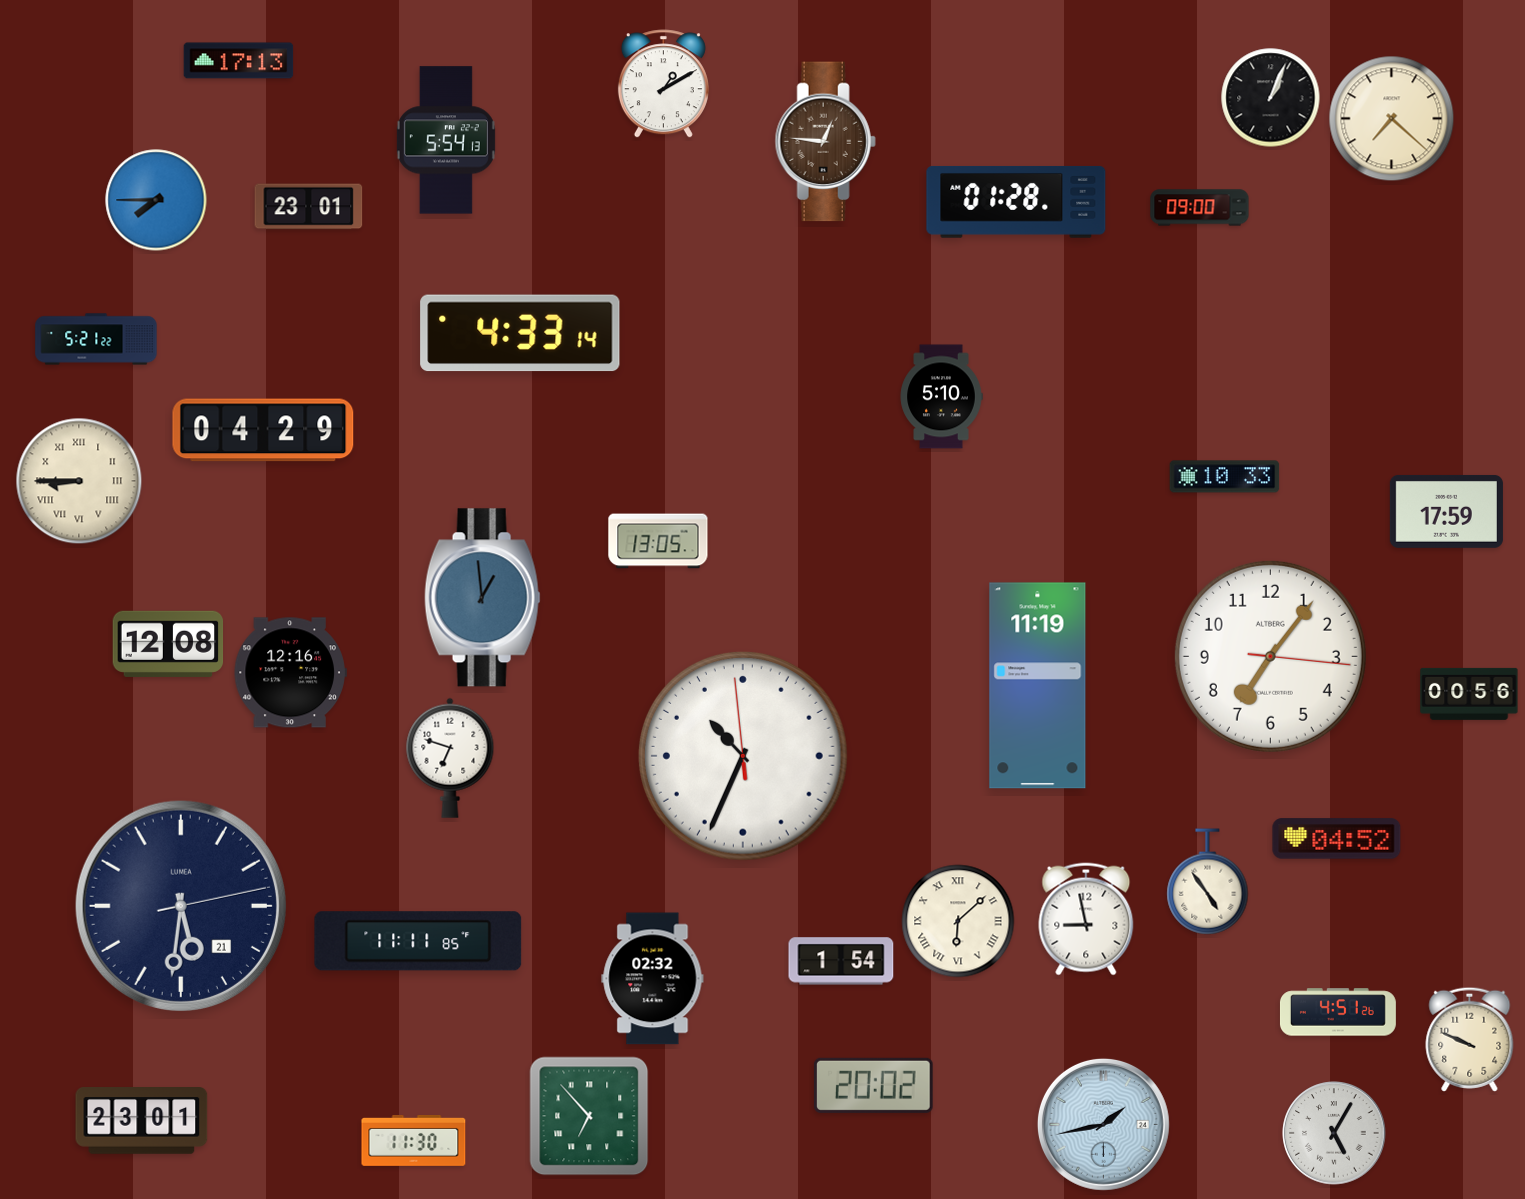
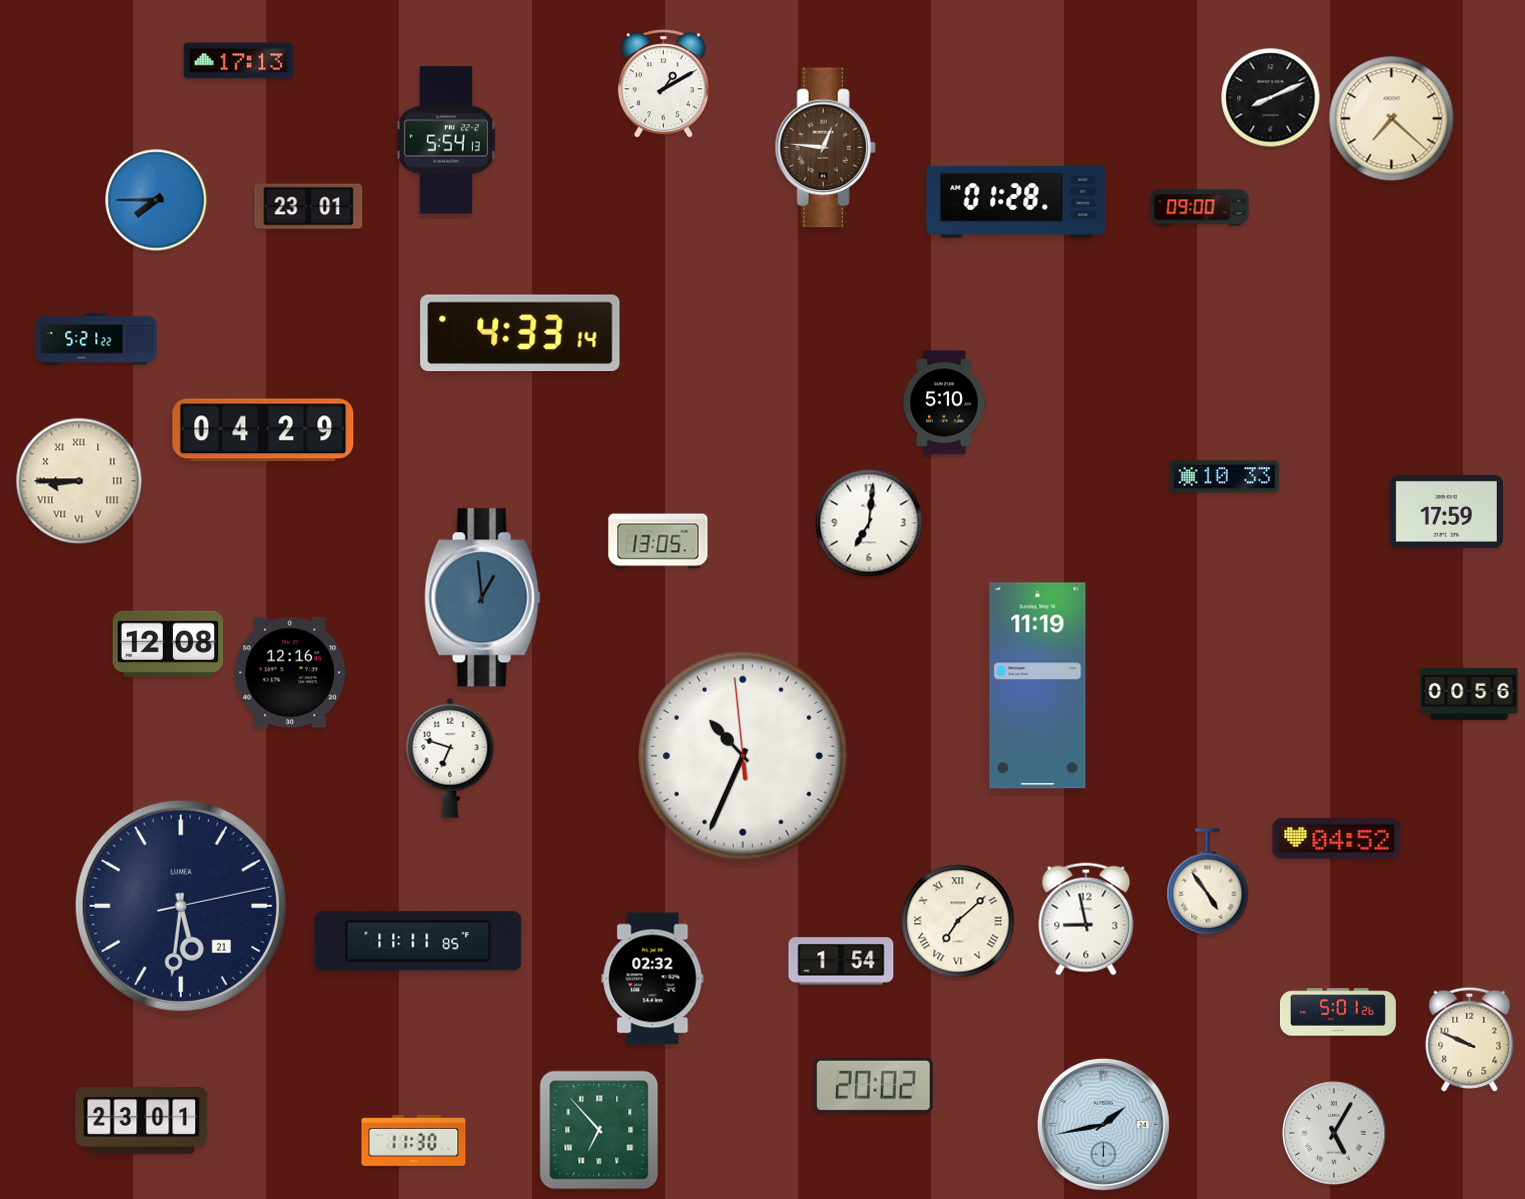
clock at (1271, 98): 1:04 -> 8:11
clock at (825, 142) position: (825, 142) -> (825, 148)
clock at (941, 397) position: (941, 397) -> (944, 403)
clock at (869, 523): none -> 7:01
clock at (1270, 656): 7:06 -> none
clock at (958, 921): 6:08 -> 7:08
clock at (1338, 1012): 4:51 -> 5:01
clock at (589, 1116) position: (589, 1116) -> (599, 1130)
